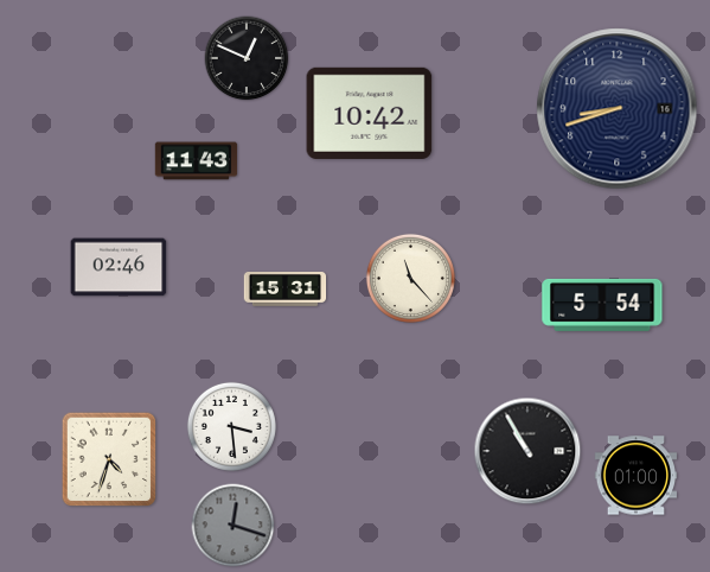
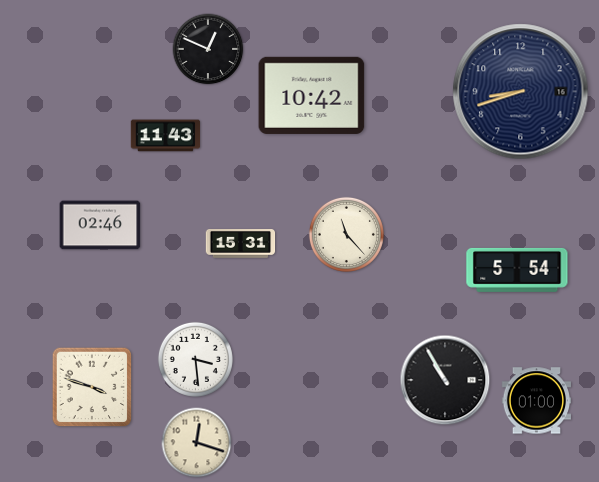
clock at (602, 305) position: (602, 305) -> (517, 270)
clock at (109, 459): 4:33 -> 3:48
clock at (234, 526) dial: grey -> cream
